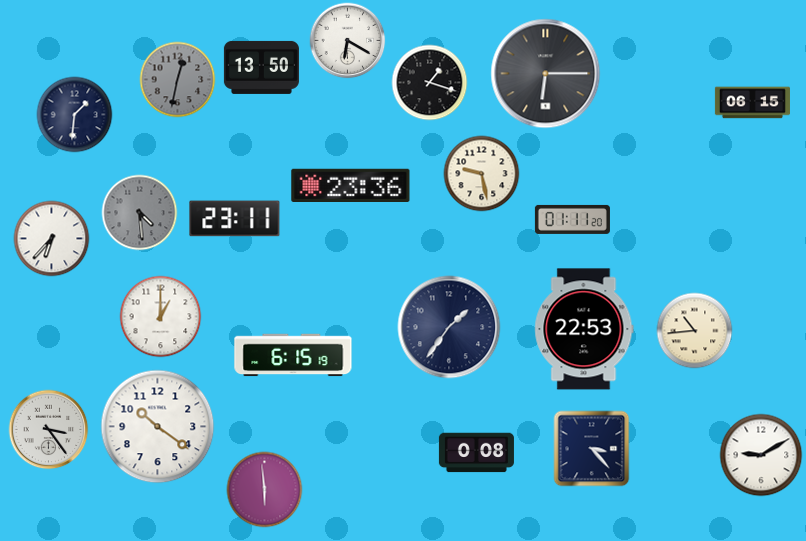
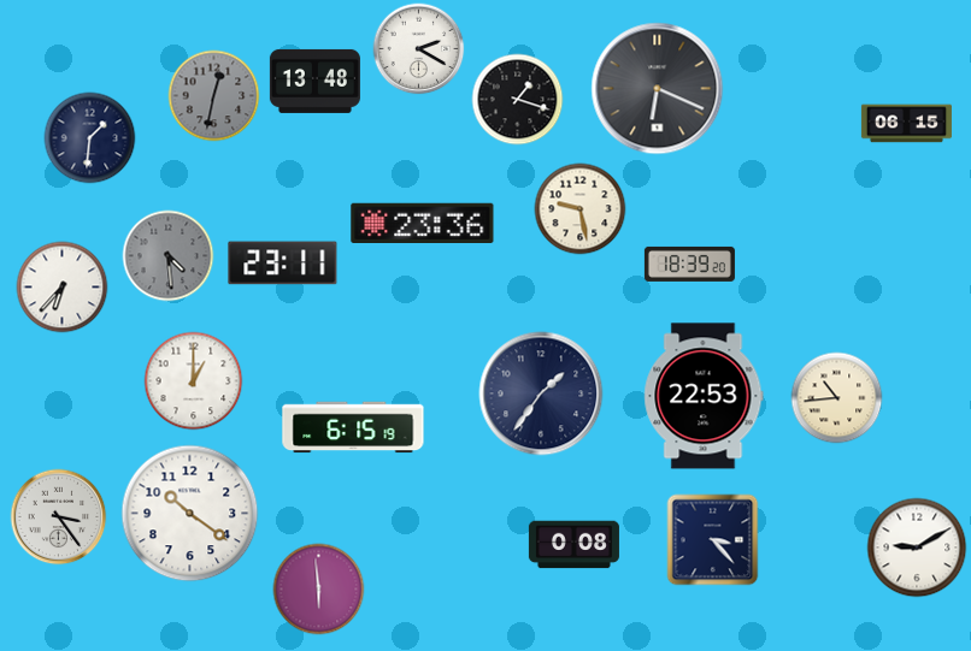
clock at (348, 41): 6:20 -> 2:20
clock at (261, 67): 13:50 -> 13:48
clock at (546, 74): 6:15 -> 6:19
clock at (572, 219): 01:11 -> 18:39
